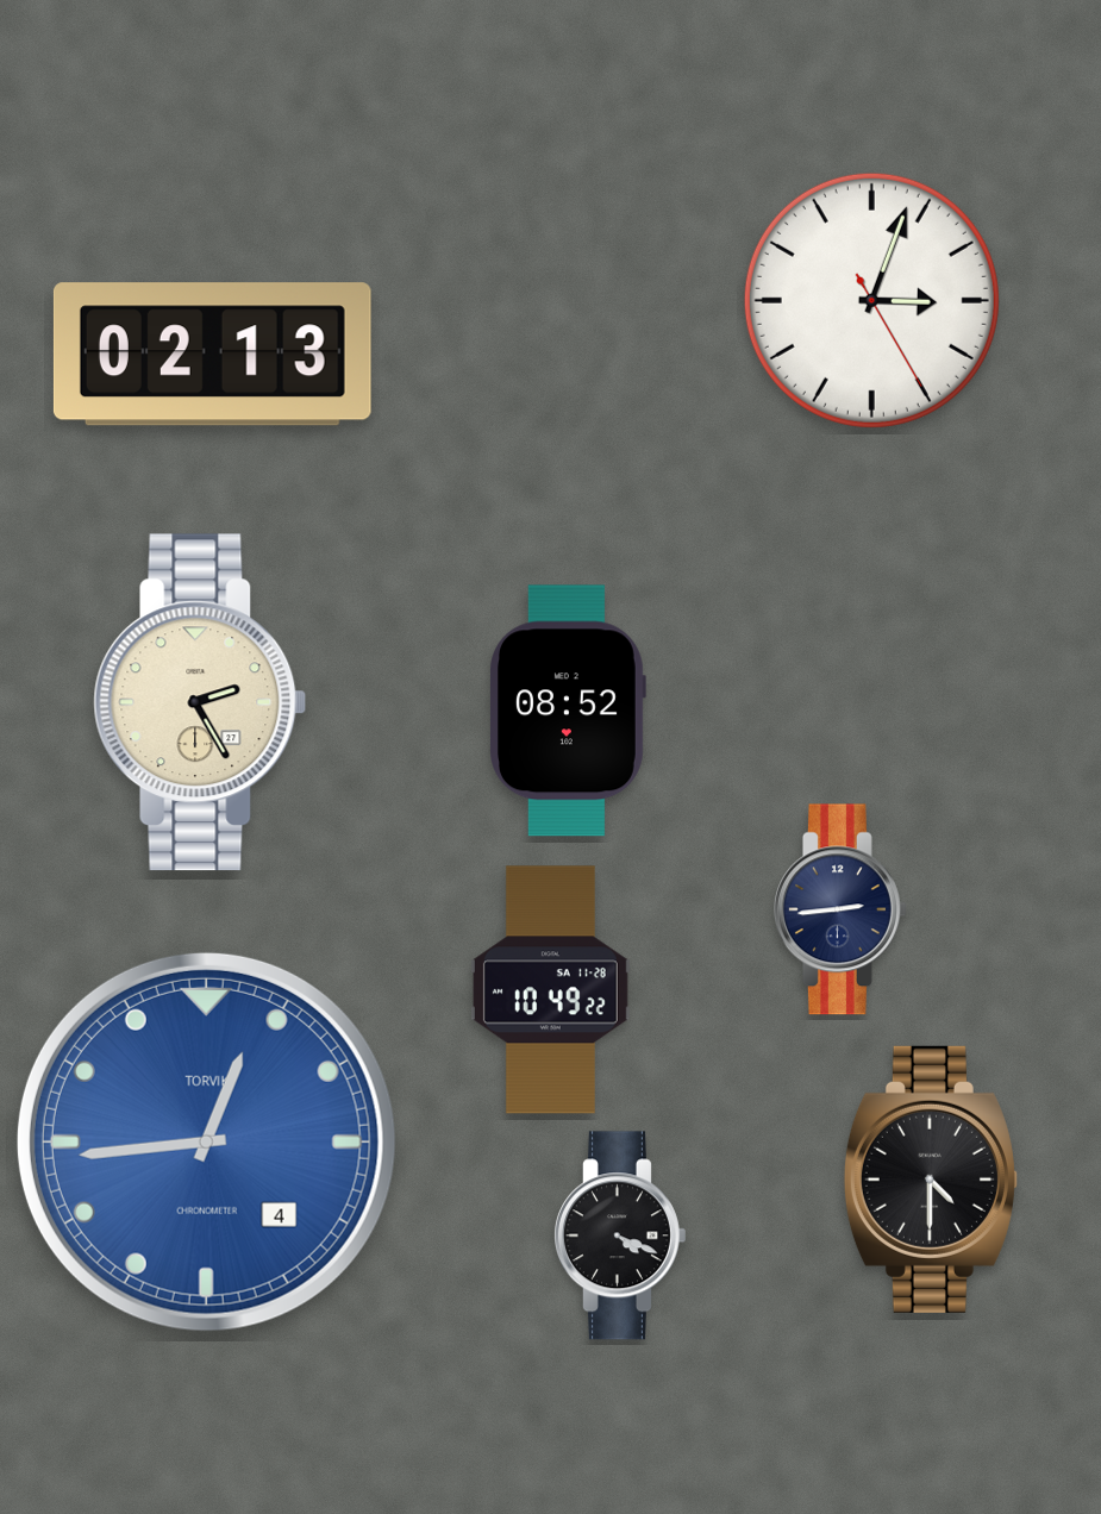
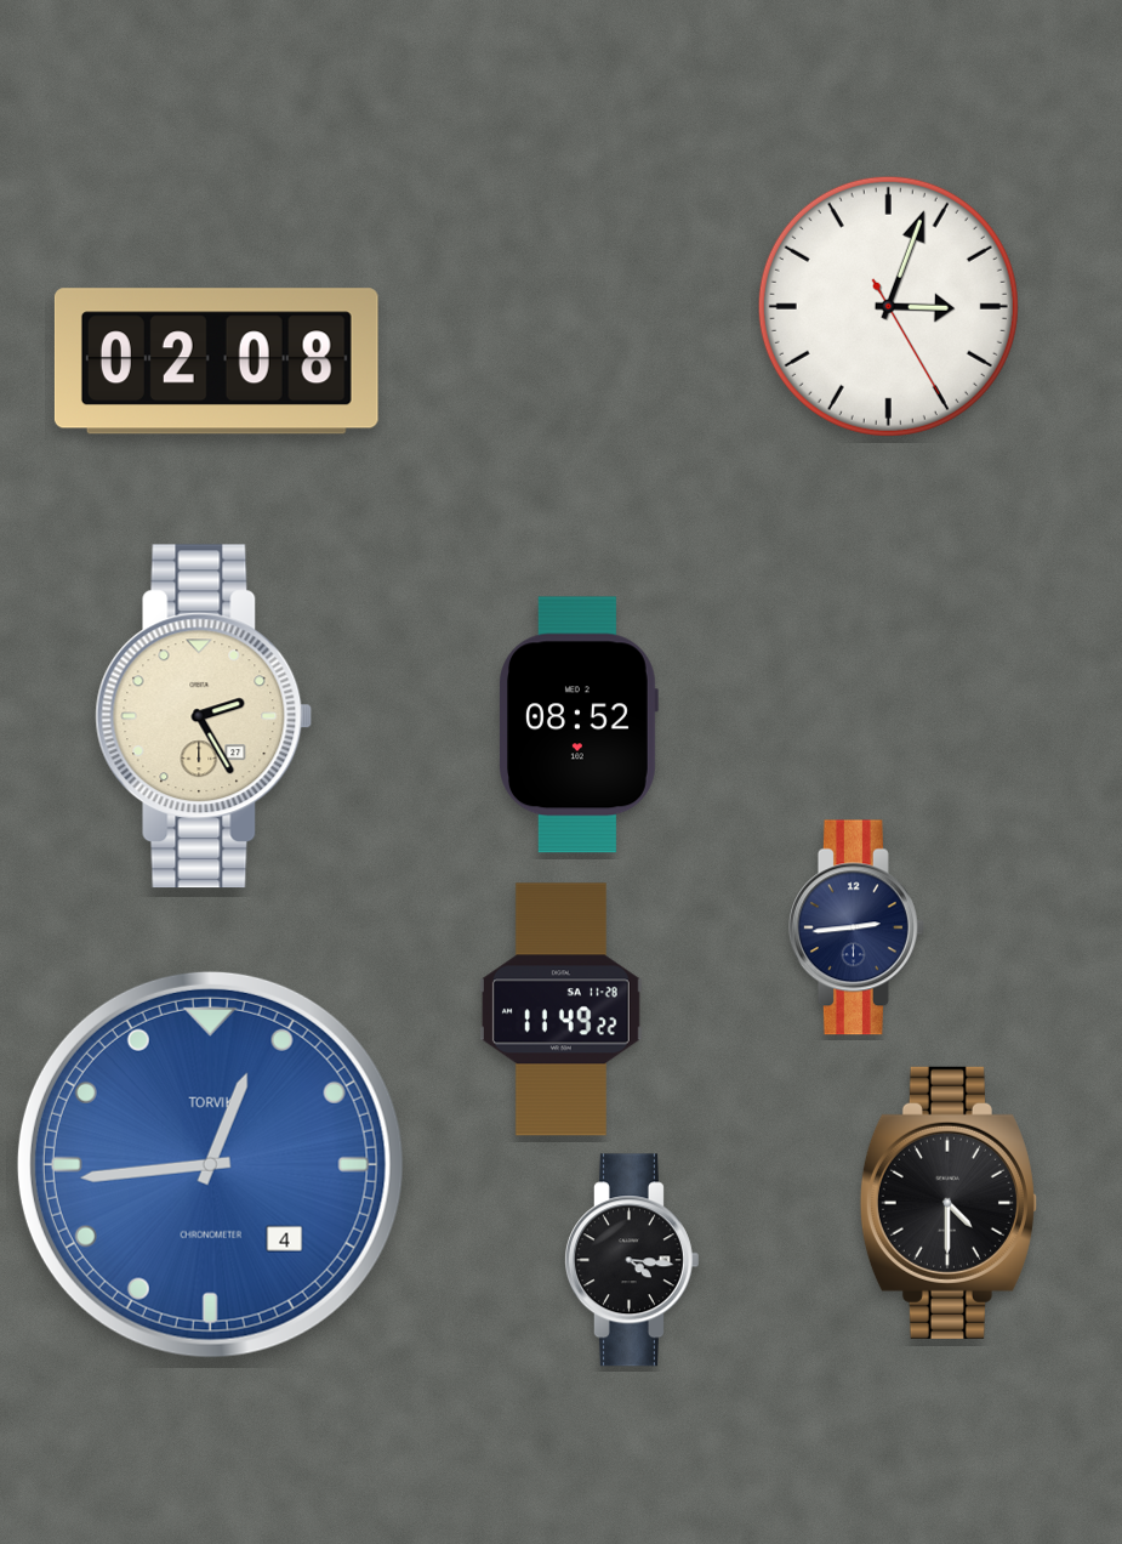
clock at (212, 355): 02:13 -> 02:08
clock at (550, 990): 10:49 -> 11:49
clock at (619, 1235): 4:19 -> 4:16
